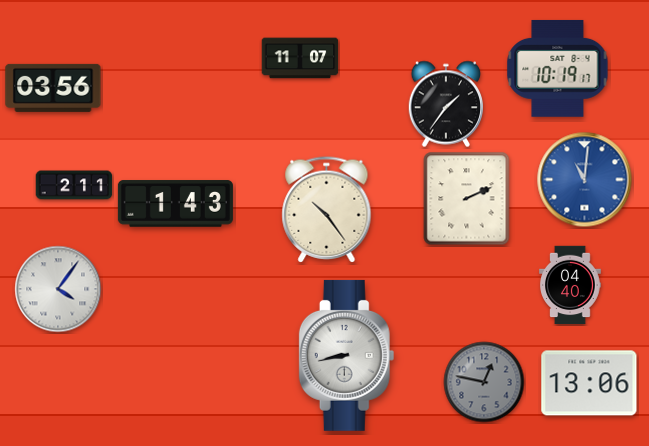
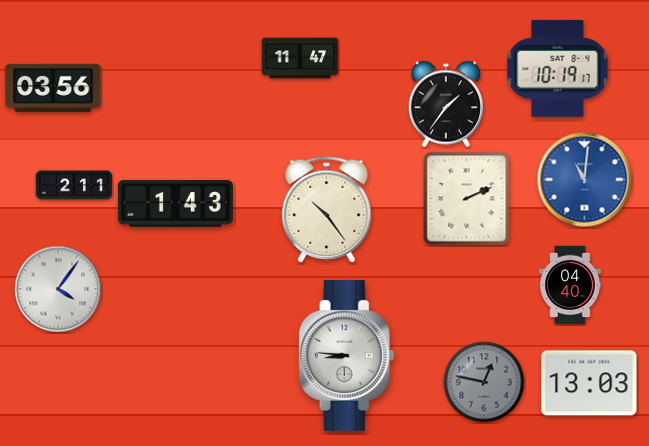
clock at (300, 58): 11:07 -> 11:47
clock at (347, 355): 8:43 -> 8:46
clock at (589, 383): 13:06 -> 13:03
